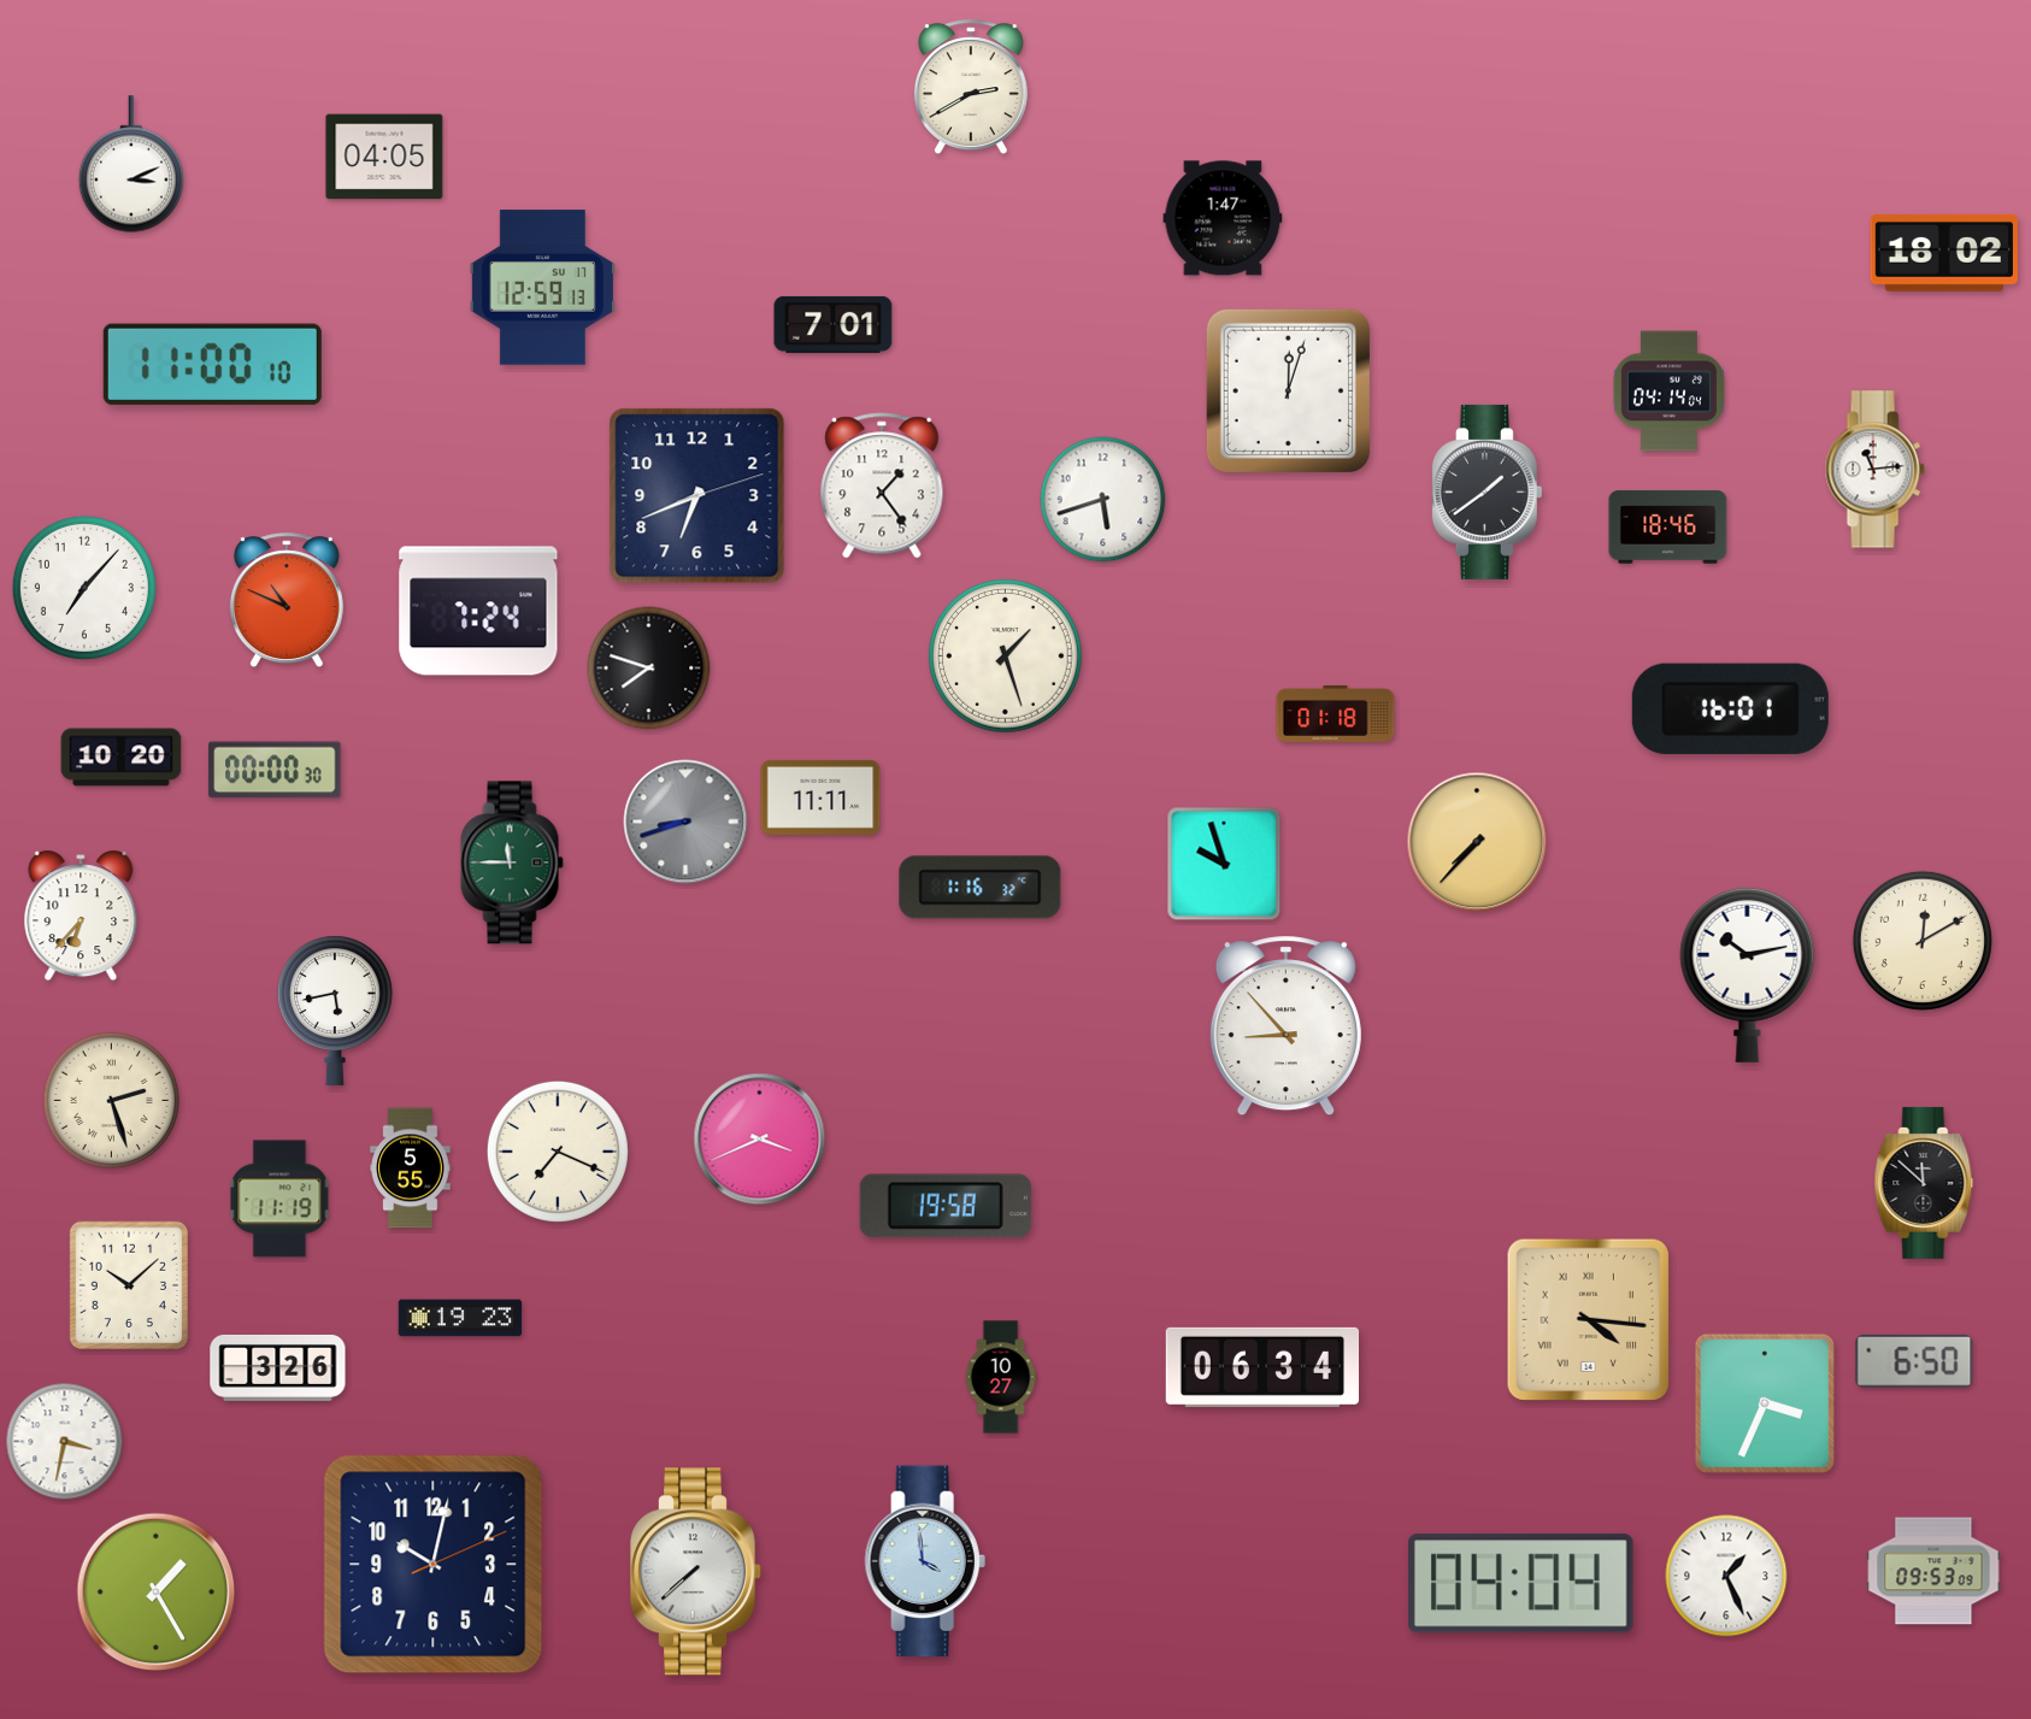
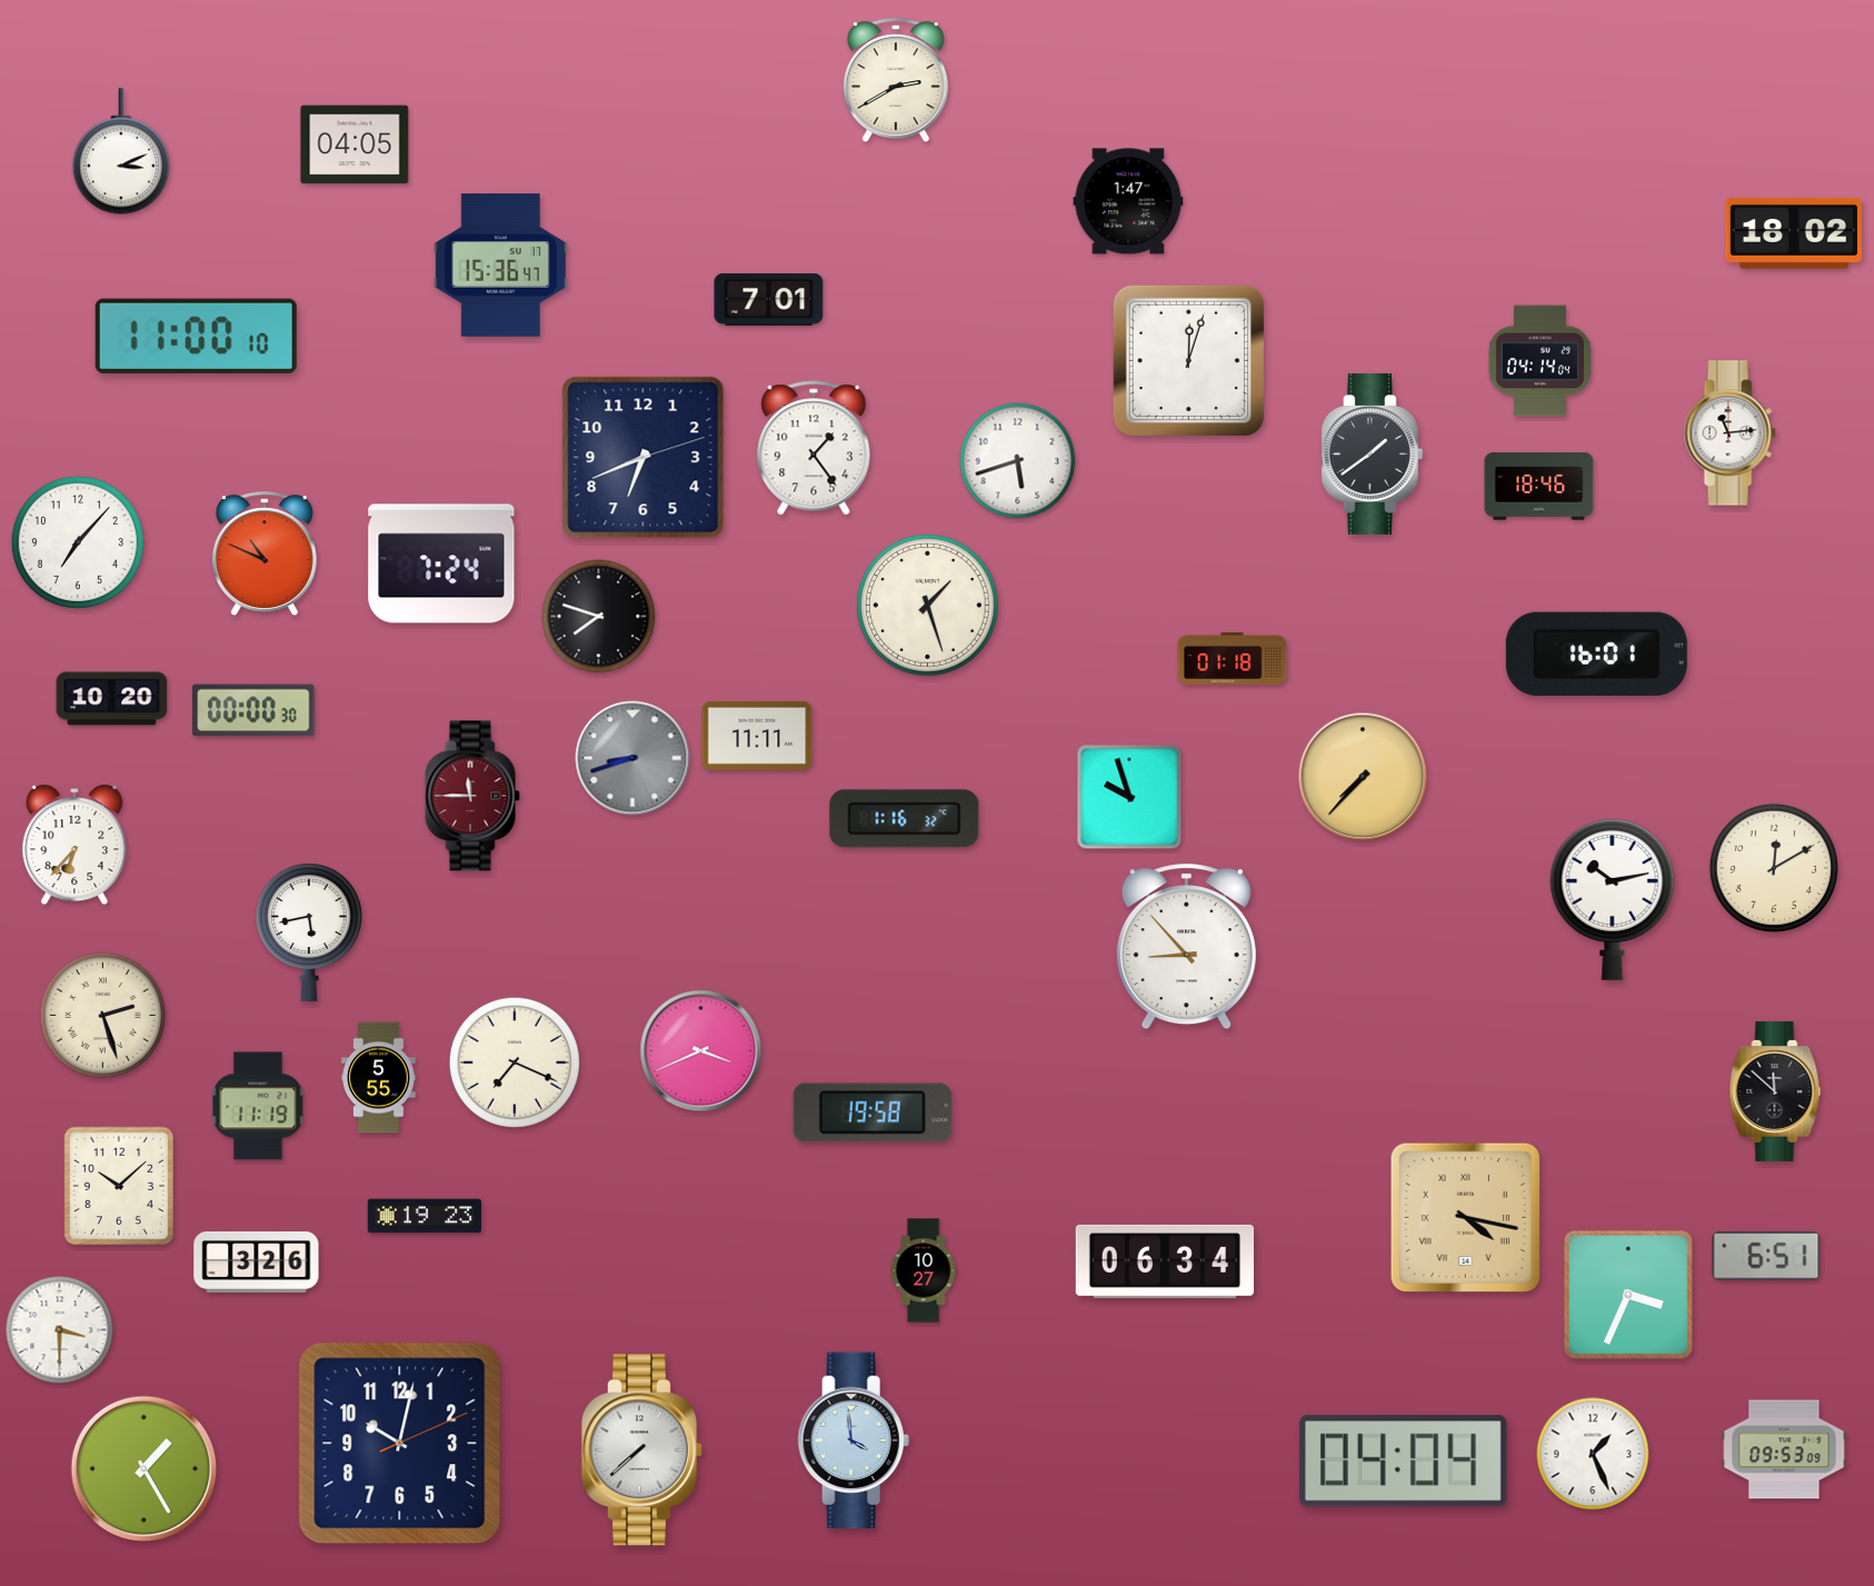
clock at (542, 288): 12:59 -> 15:36
clock at (512, 863) dial: green -> burgundy
clock at (1588, 1319): 4:16 -> 4:17
clock at (1914, 1361): 6:50 -> 6:51
clock at (65, 1442): 3:32 -> 3:30
